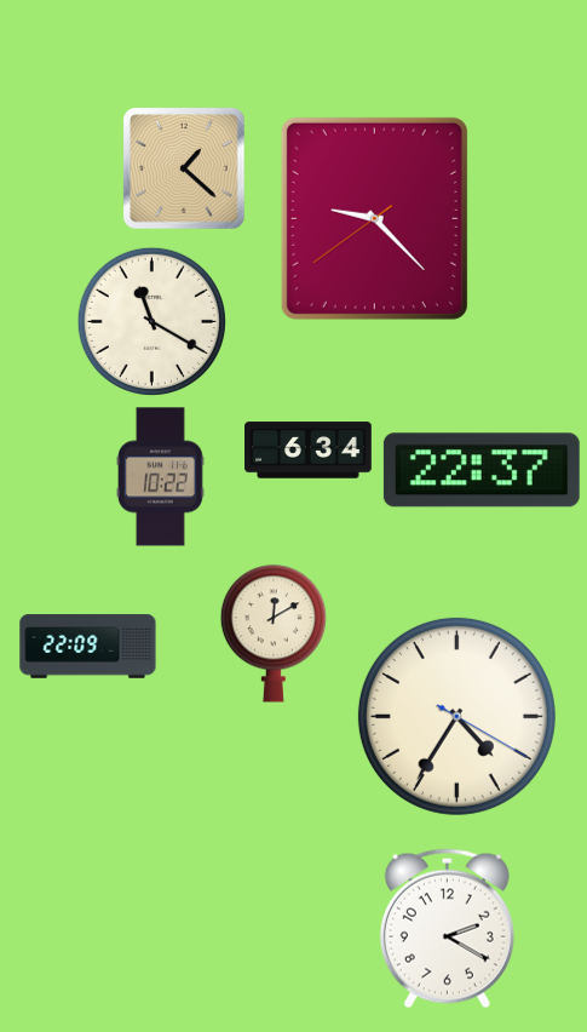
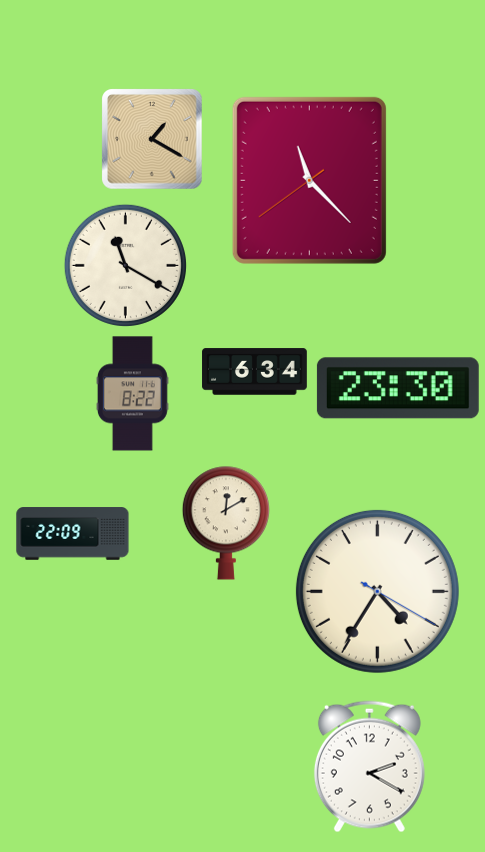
clock at (184, 168): 1:22 -> 1:20
clock at (374, 218): 9:22 -> 11:22
clock at (482, 470): 22:37 -> 23:30
clock at (160, 477): 10:22 -> 8:22
